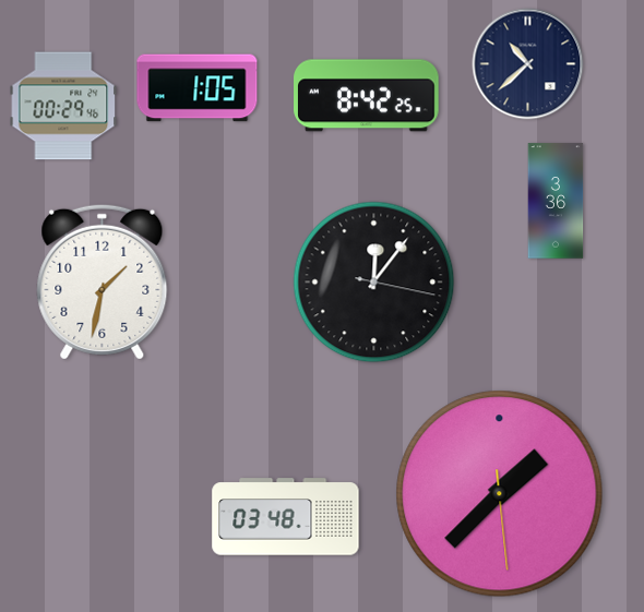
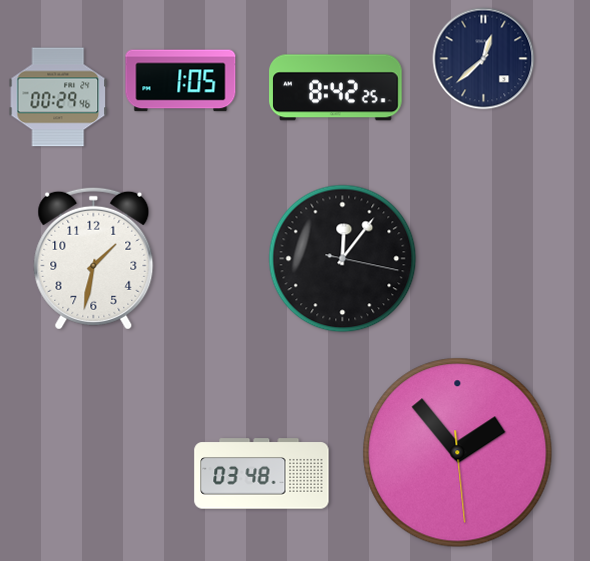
clock at (528, 64): 10:38 -> 12:38
clock at (556, 201): 3:36 -> none
clock at (500, 494): 1:37 -> 1:53
